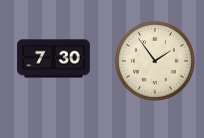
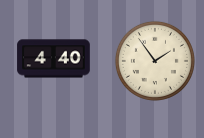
clock at (54, 59): 7:30 -> 4:40
